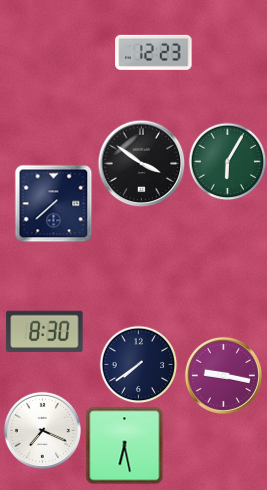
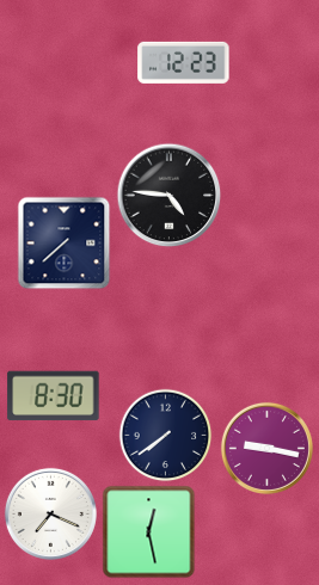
clock at (227, 161): 6:05 -> none
clock at (141, 163): 3:51 -> 4:46
clock at (124, 445): 6:28 -> 12:28
